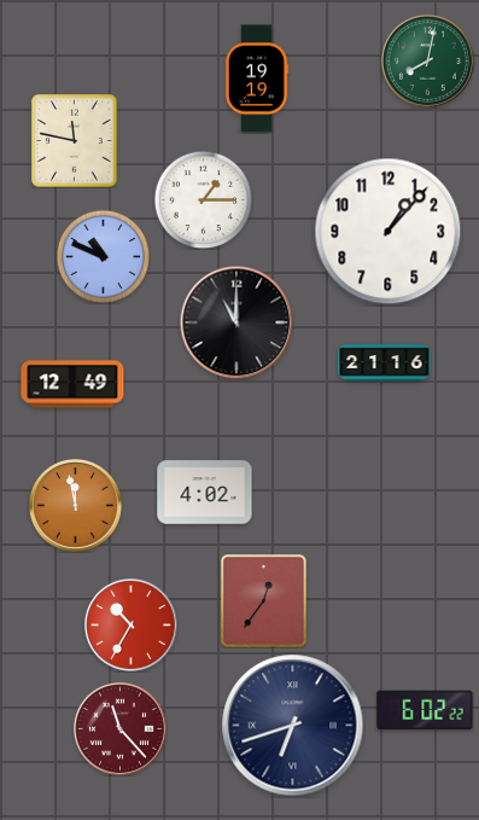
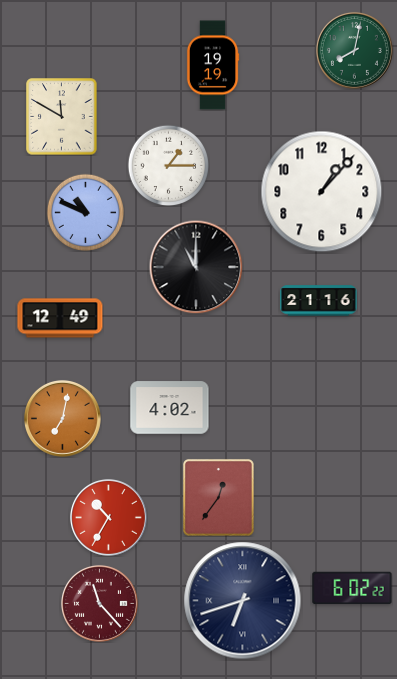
clock at (75, 141): 11:47 -> 11:50
clock at (75, 505): 11:58 -> 7:02
